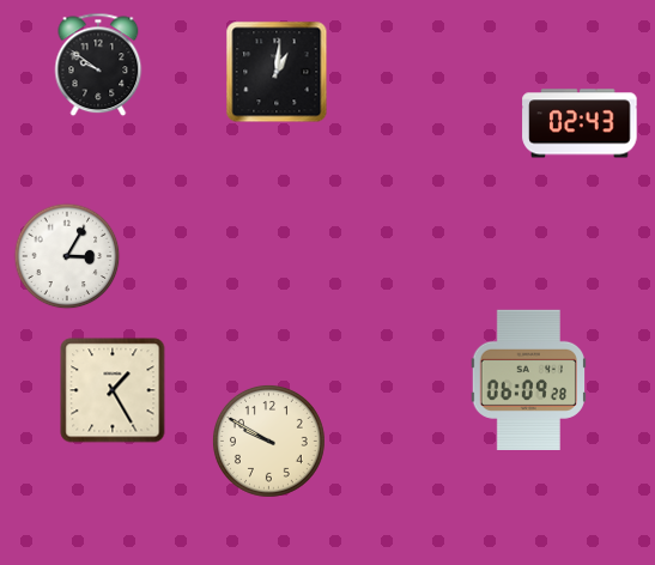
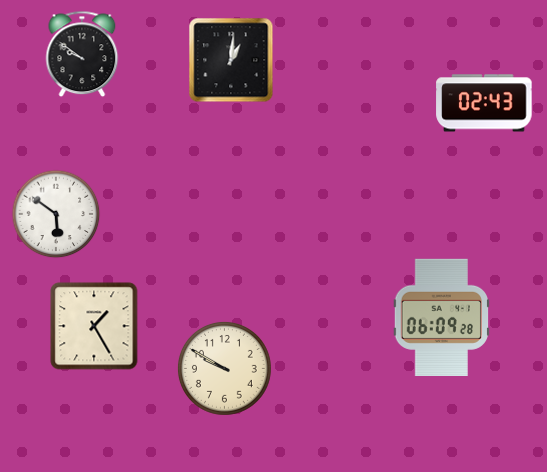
clock at (67, 256): 3:05 -> 5:51
